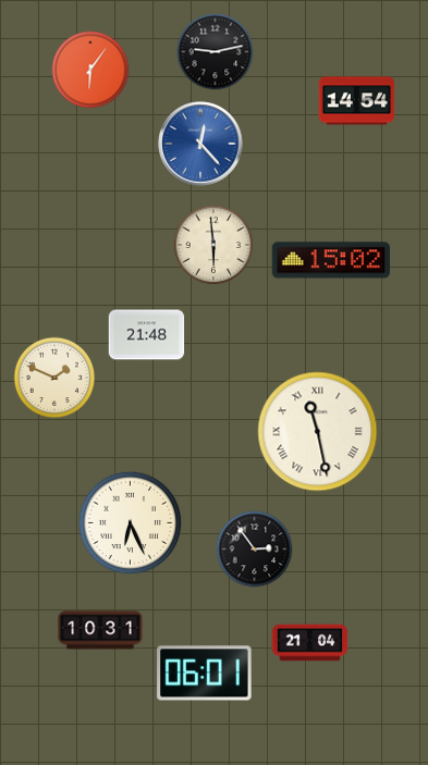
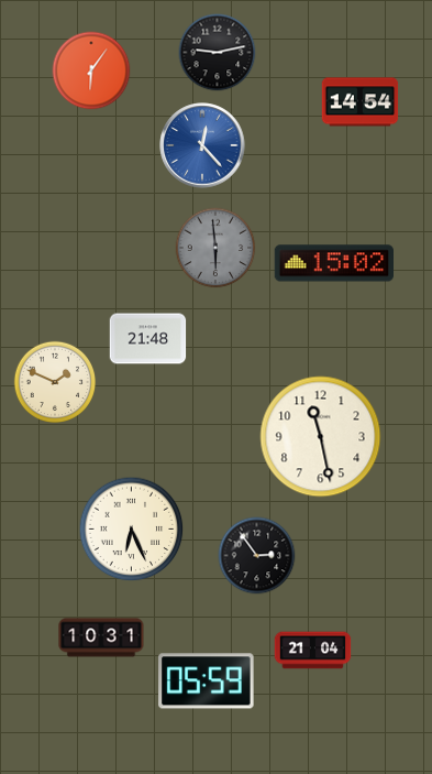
clock at (213, 245) dial: cream -> grey
clock at (318, 432) numerals: Roman -> Arabic
clock at (205, 674): 06:01 -> 05:59
